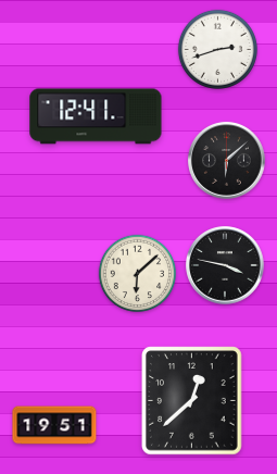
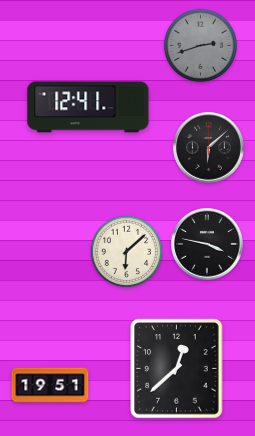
clock at (217, 49) dial: white -> grey
clock at (54, 425) position: (54, 425) -> (50, 385)
